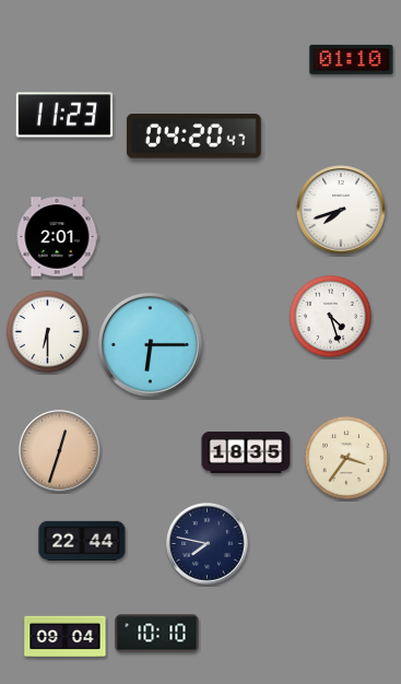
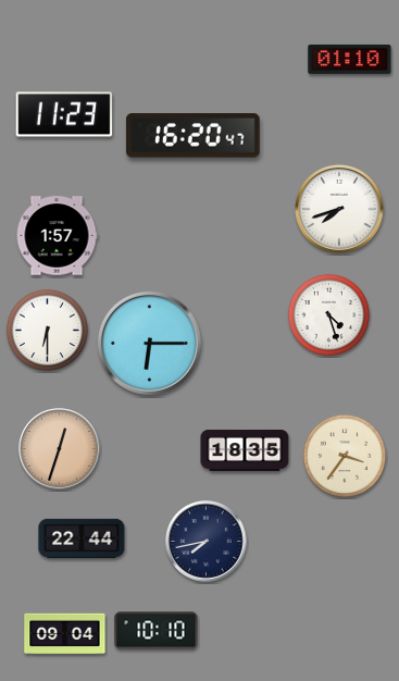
clock at (193, 137): 04:20 -> 16:20
clock at (57, 237): 2:01 -> 1:57
clock at (208, 544): 7:47 -> 7:43
